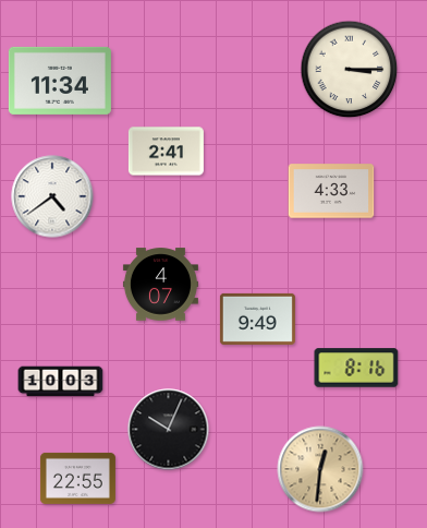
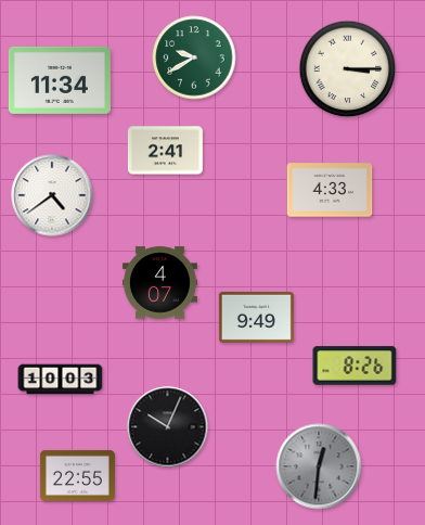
clock at (194, 57): none -> 9:40
clock at (356, 368): 8:16 -> 8:26
clock at (320, 469) dial: champagne -> grey
